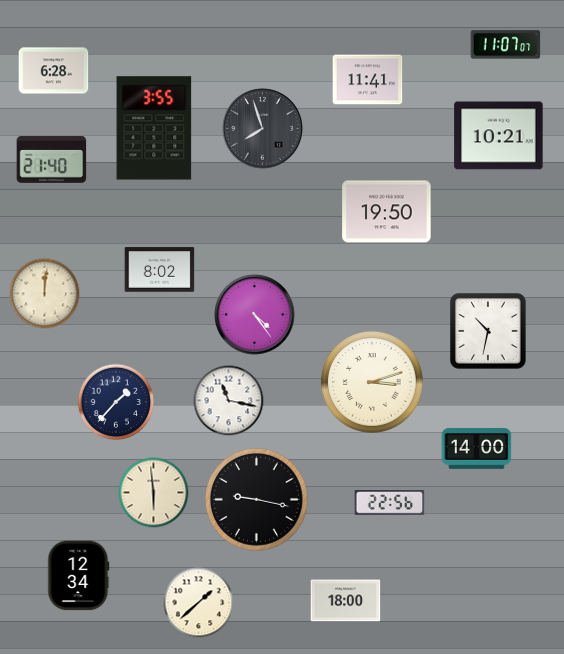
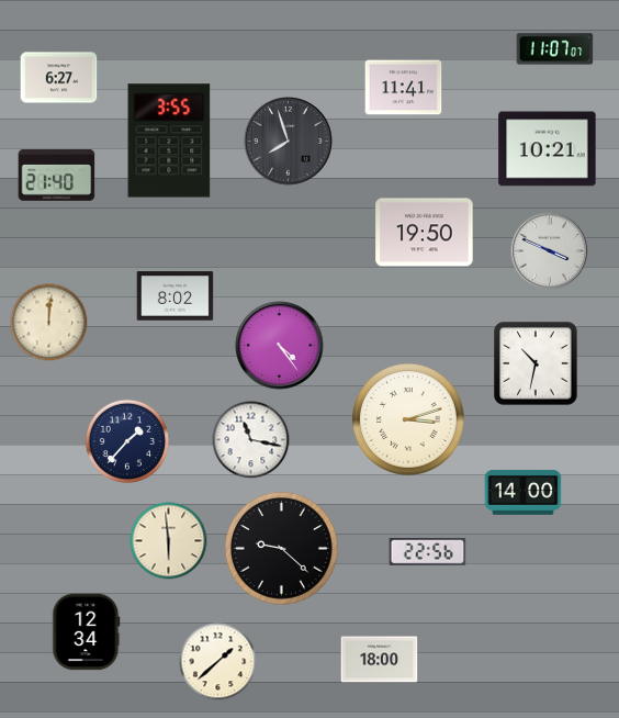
clock at (54, 71): 6:28 -> 6:27
clock at (550, 251): none -> 3:49
clock at (256, 499): 9:17 -> 9:22
